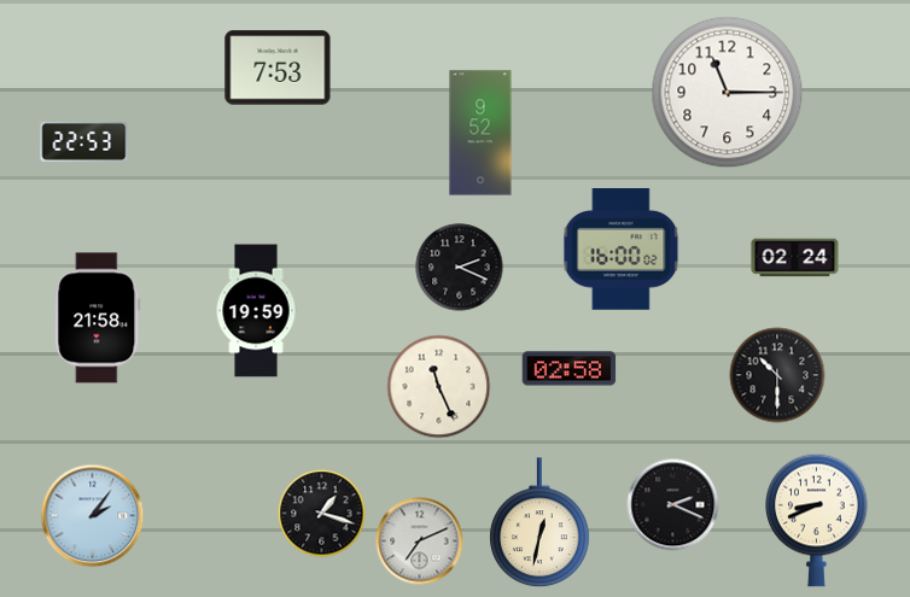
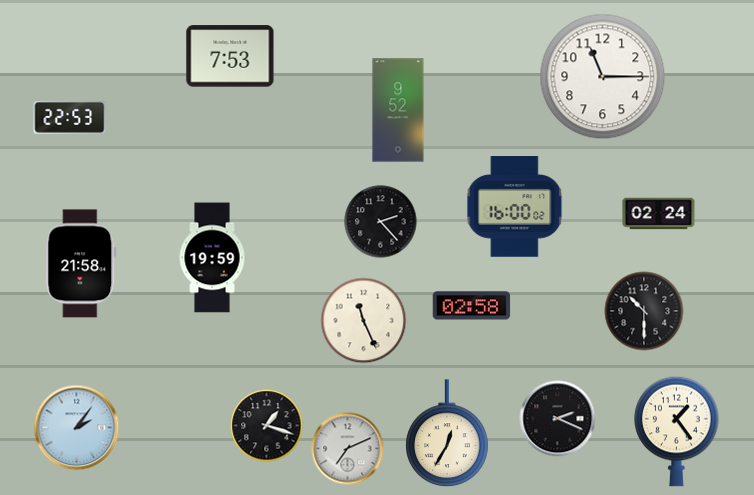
clock at (460, 268): 2:19 -> 2:23
clock at (817, 520): 8:41 -> 1:24
clock at (541, 523): 12:32 -> 12:35
